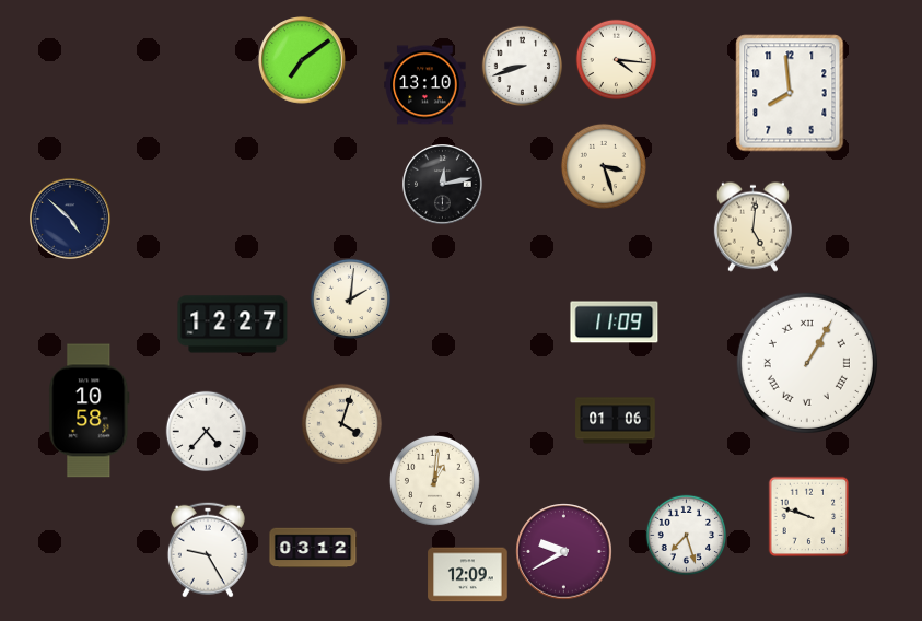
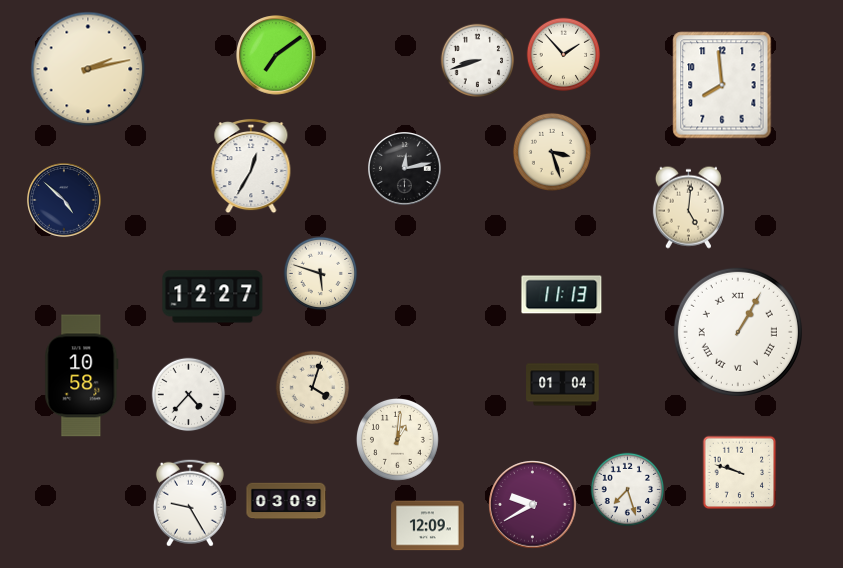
clock at (617, 60): 4:16 -> 1:53
clock at (88, 69): none -> 2:13
clock at (425, 85): 13:10 -> none
clock at (251, 166): none -> 12:35
clock at (351, 300): 2:01 -> 5:48
clock at (615, 323): 11:09 -> 11:13
clock at (616, 421): 01:06 -> 01:04
clock at (313, 548): 03:12 -> 03:09
clock at (564, 552) position: (564, 552) -> (533, 505)
